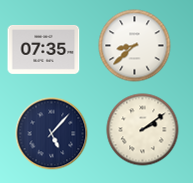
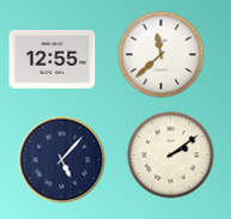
clock at (135, 46): 8:38 -> 11:38
clock at (44, 49): 07:35 -> 12:55
